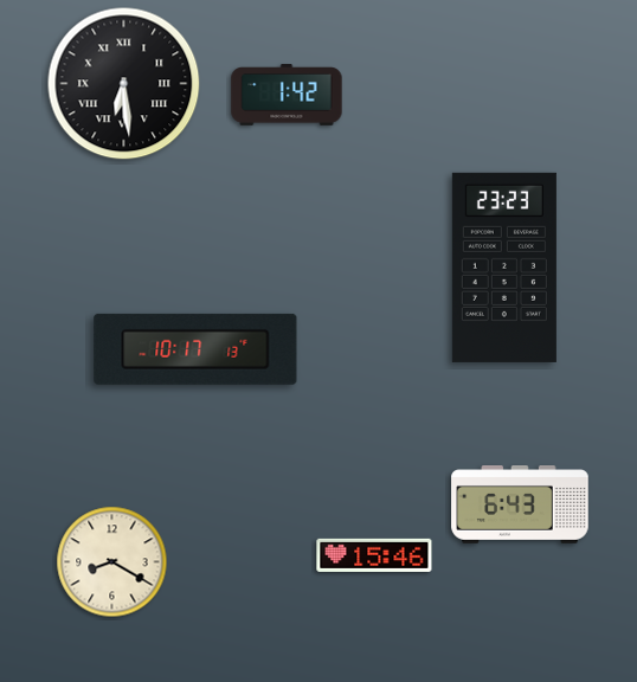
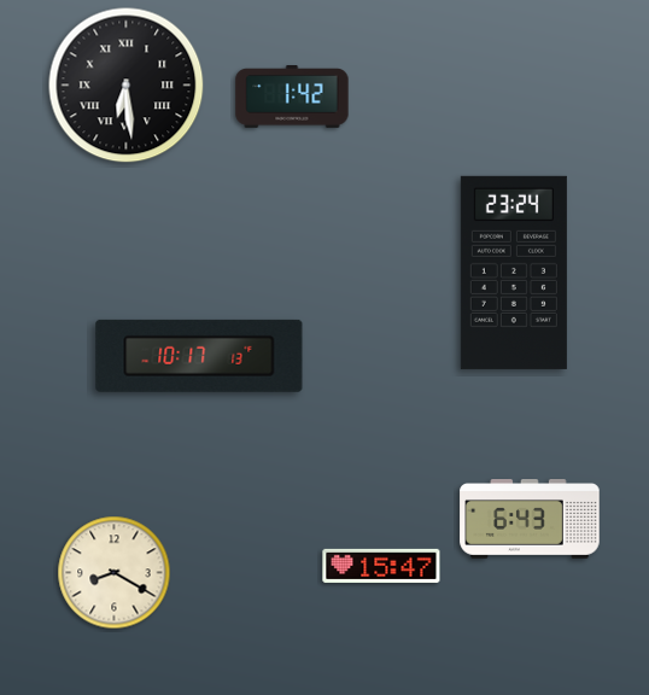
clock at (504, 268): 23:23 -> 23:24
clock at (520, 506) position: (520, 506) -> (530, 520)
clock at (374, 555): 15:46 -> 15:47
